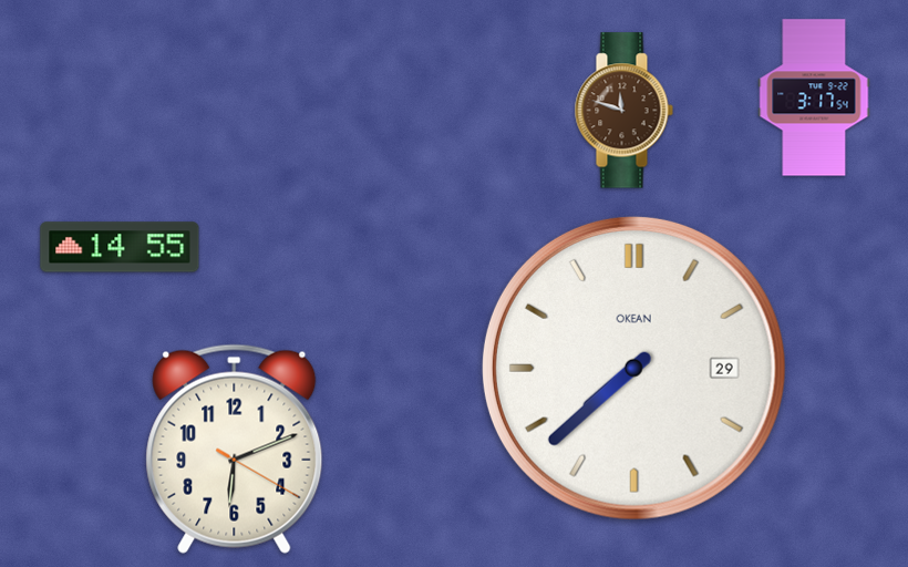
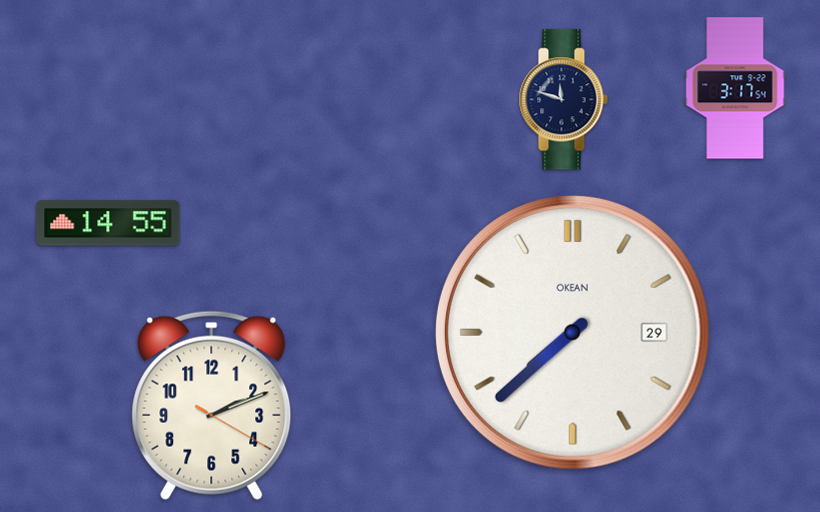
clock at (623, 111) dial: brown -> navy
clock at (235, 449): 6:11 -> 2:11
